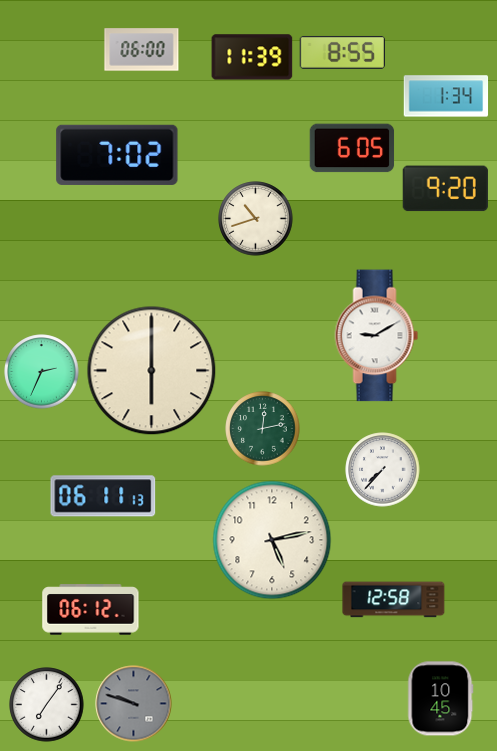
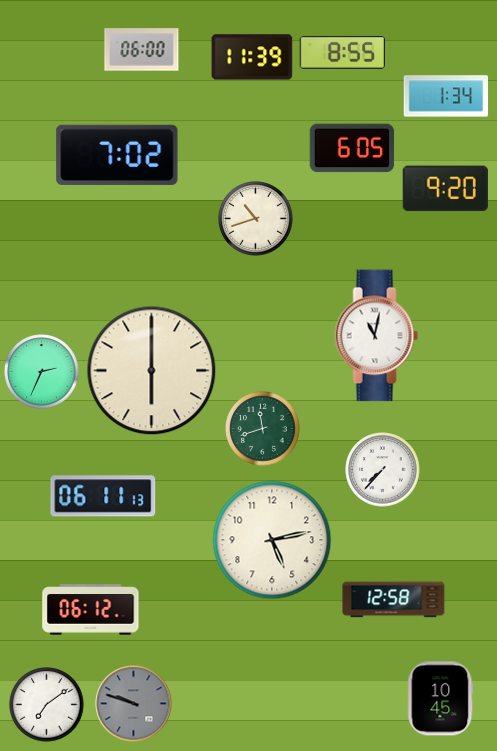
clock at (377, 336): 9:10 -> 11:02
clock at (263, 429): 12:13 -> 11:42
clock at (47, 705): 7:06 -> 7:09
